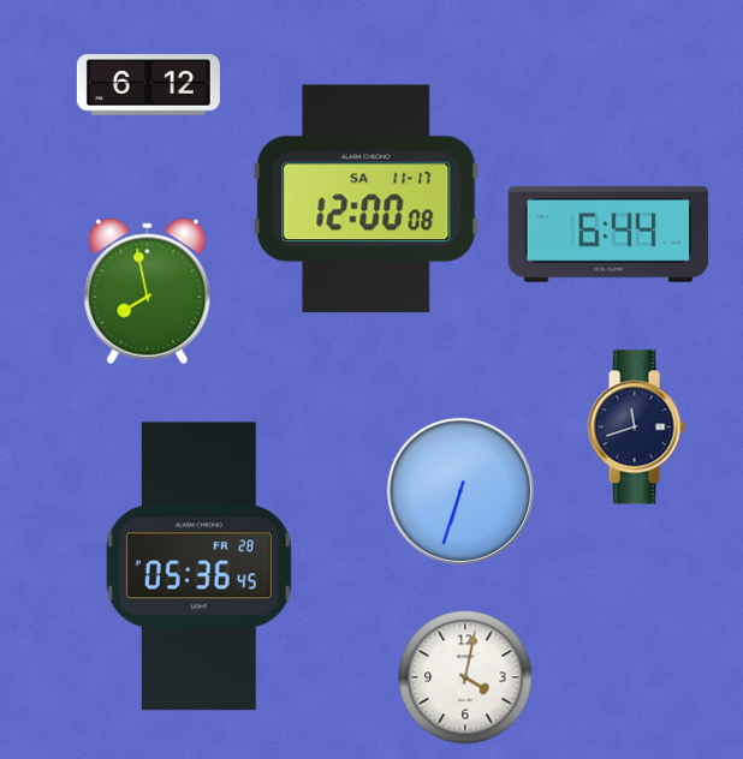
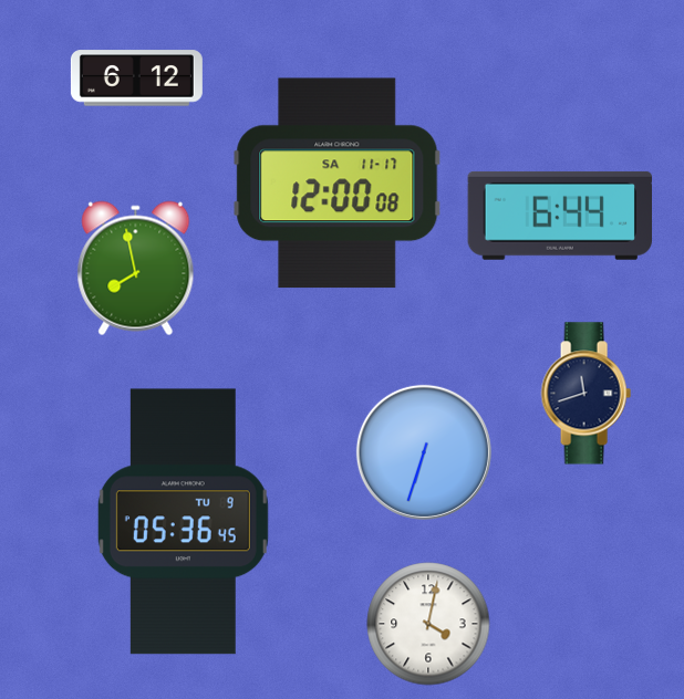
clock at (198, 567) date: FR 28 -> TU 9
